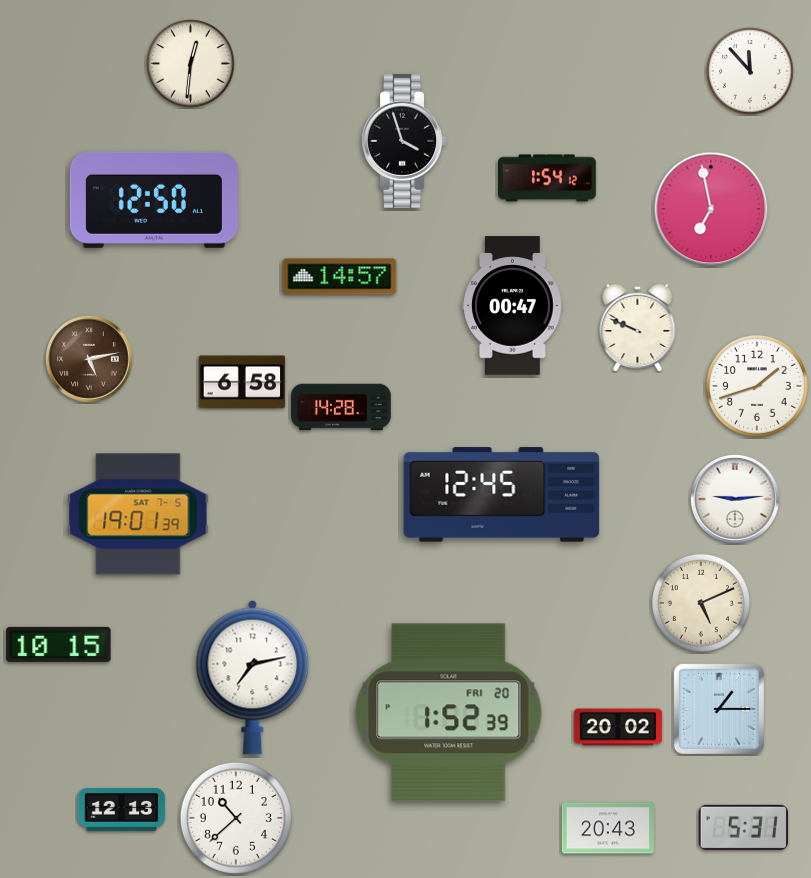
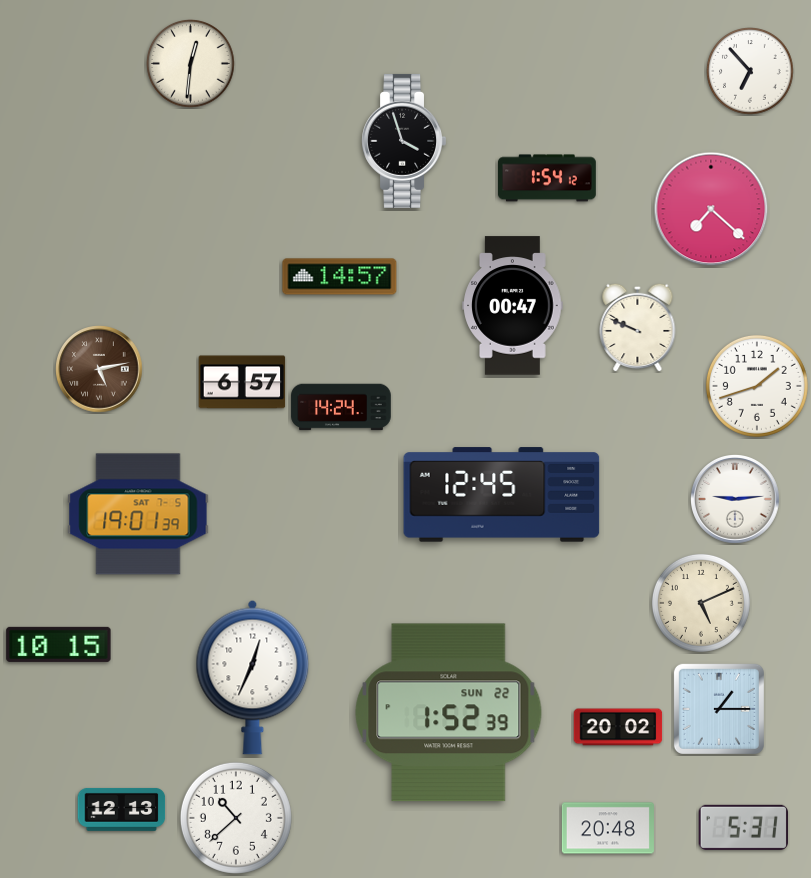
clock at (750, 72): 11:53 -> 6:53
clock at (154, 200): 12:50 -> none
clock at (711, 209): 6:58 -> 7:22
clock at (89, 359) position: (89, 359) -> (99, 369)
clock at (242, 382): 6:58 -> 6:57
clock at (341, 407): 14:28 -> 14:24
clock at (253, 677): 7:13 -> 12:34
clock at (449, 713) date: FRI 20 -> SUN 22
clock at (608, 828): 20:43 -> 20:48
